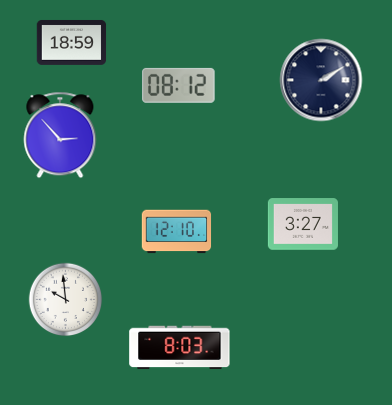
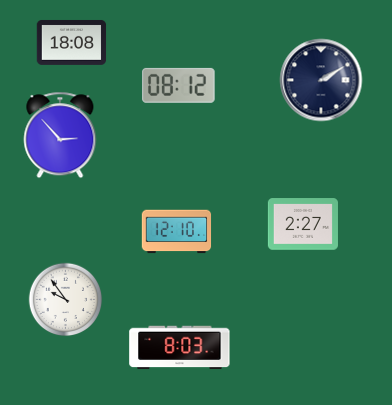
clock at (72, 42): 18:59 -> 18:08
clock at (303, 224): 3:27 -> 2:27
clock at (66, 300): 9:59 -> 9:54
